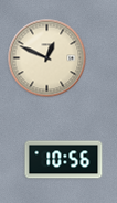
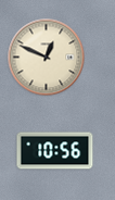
clock at (64, 160) position: (64, 160) -> (55, 151)
